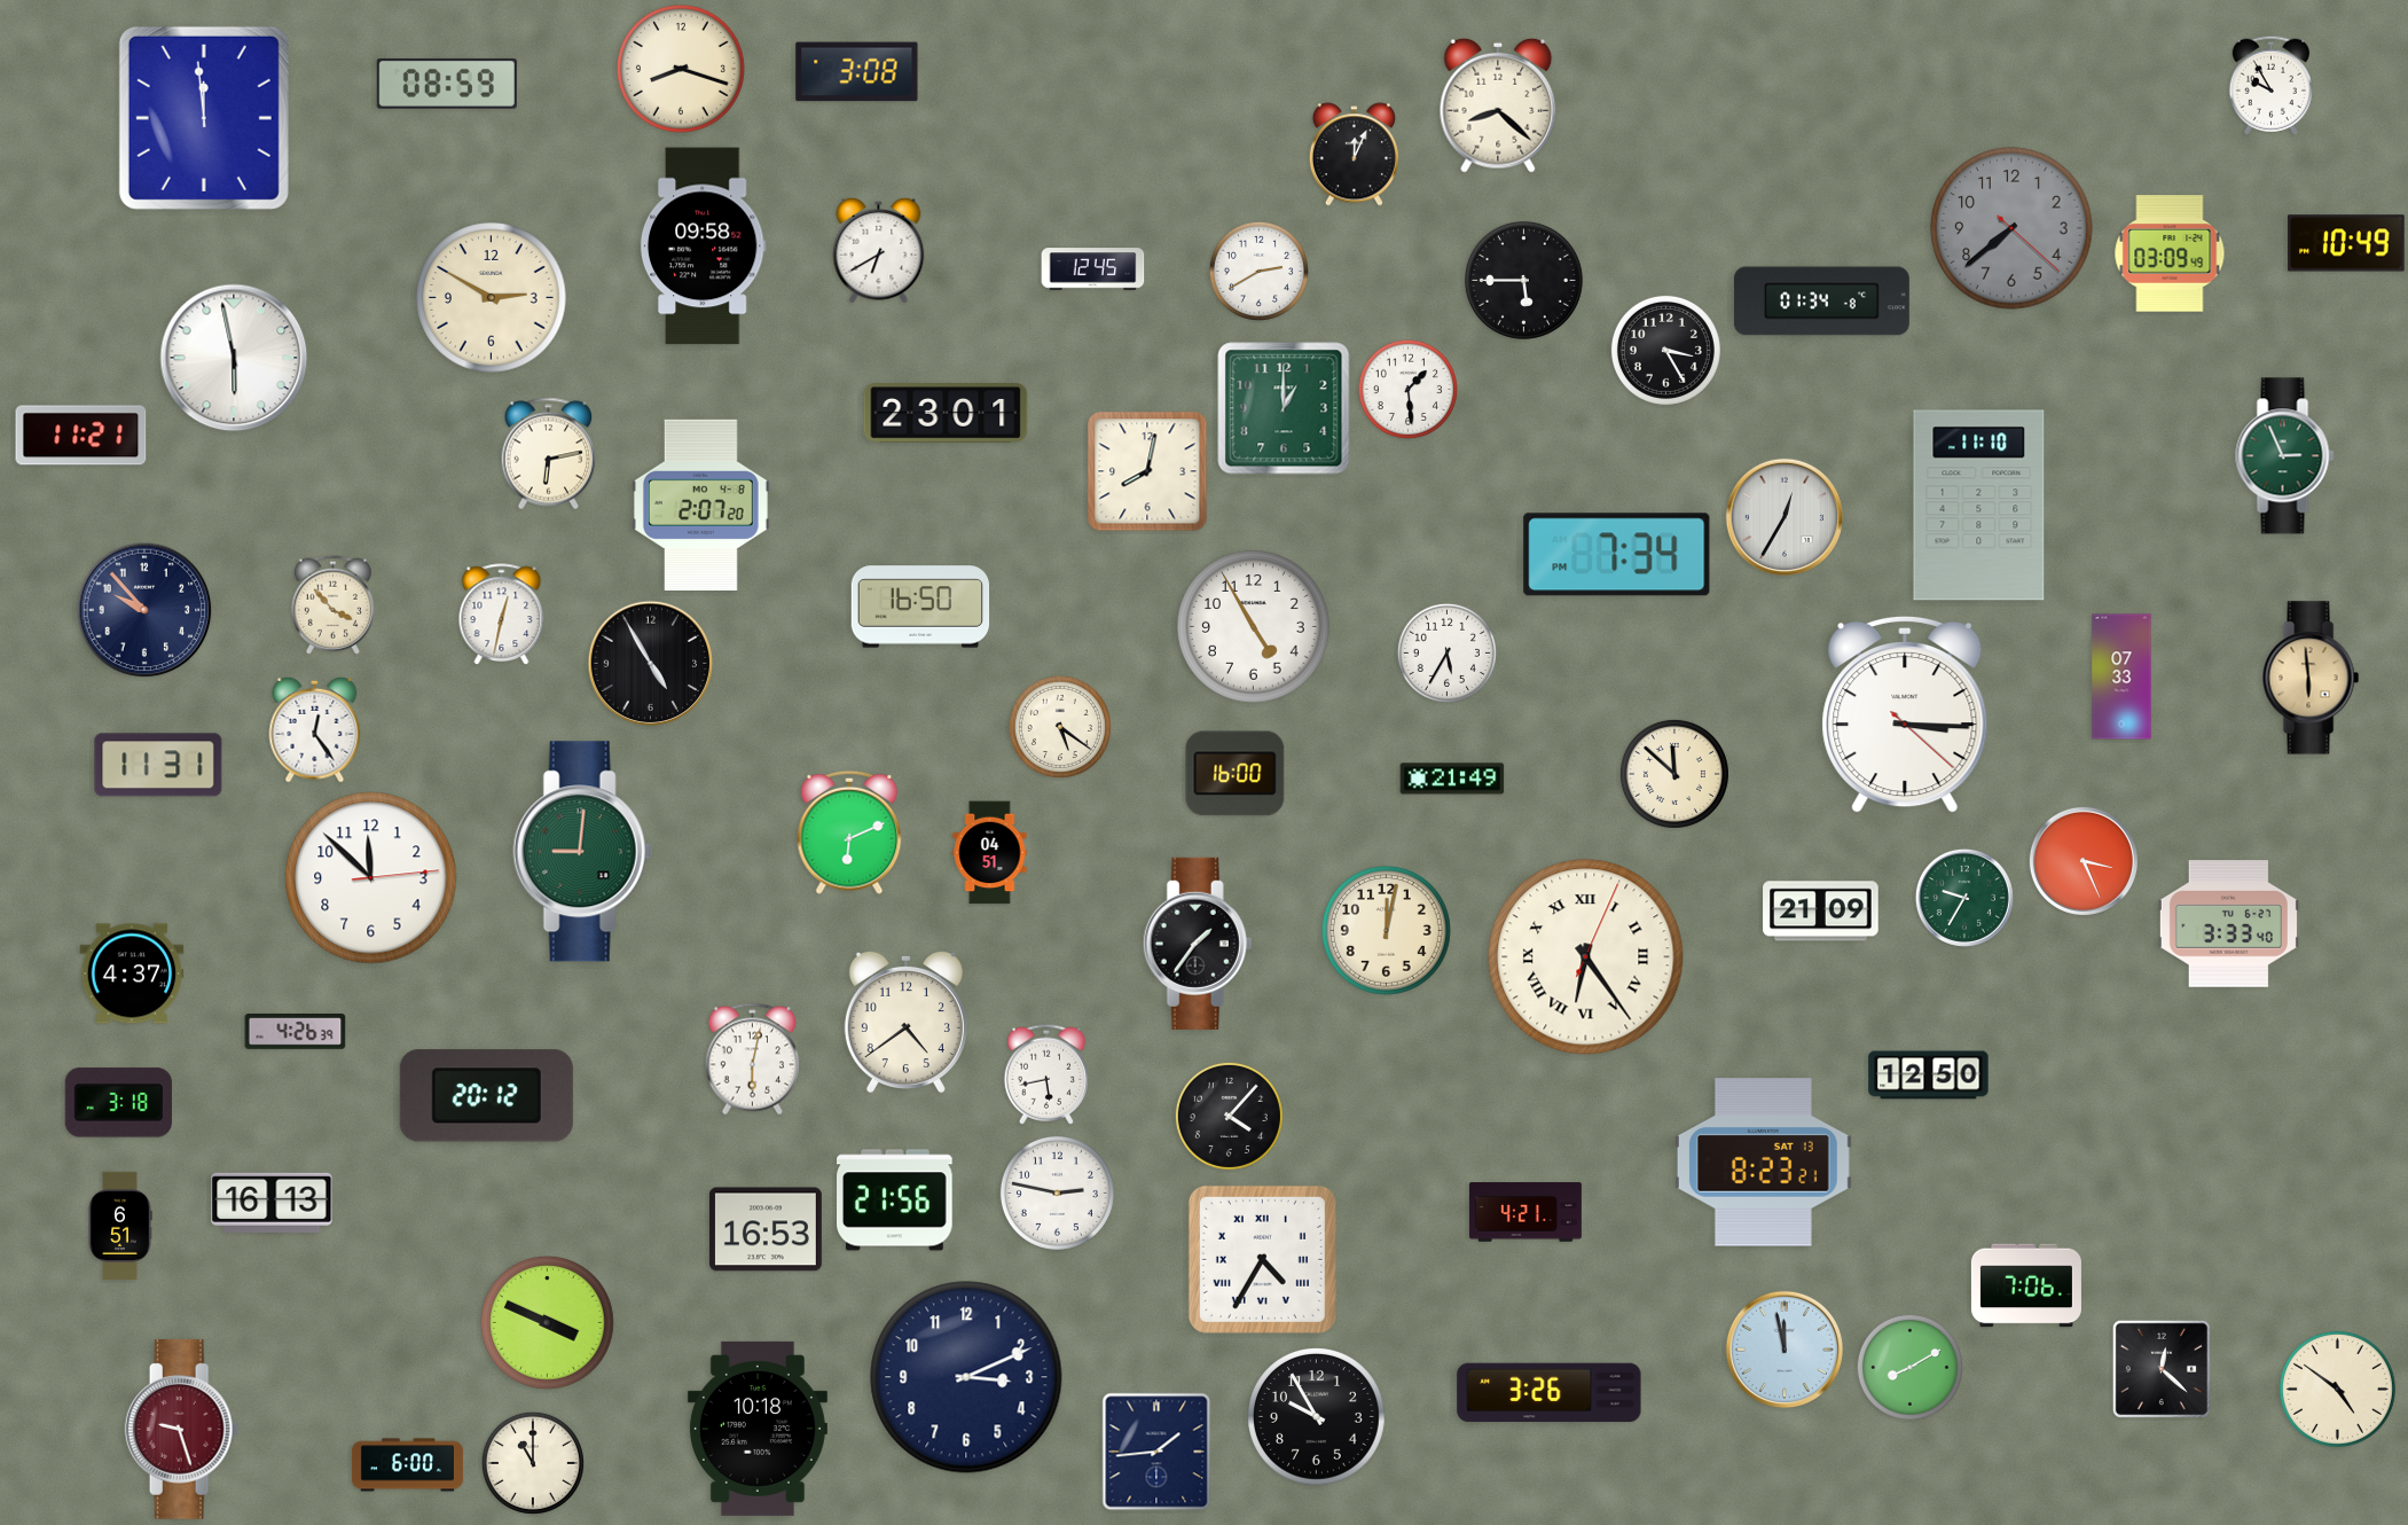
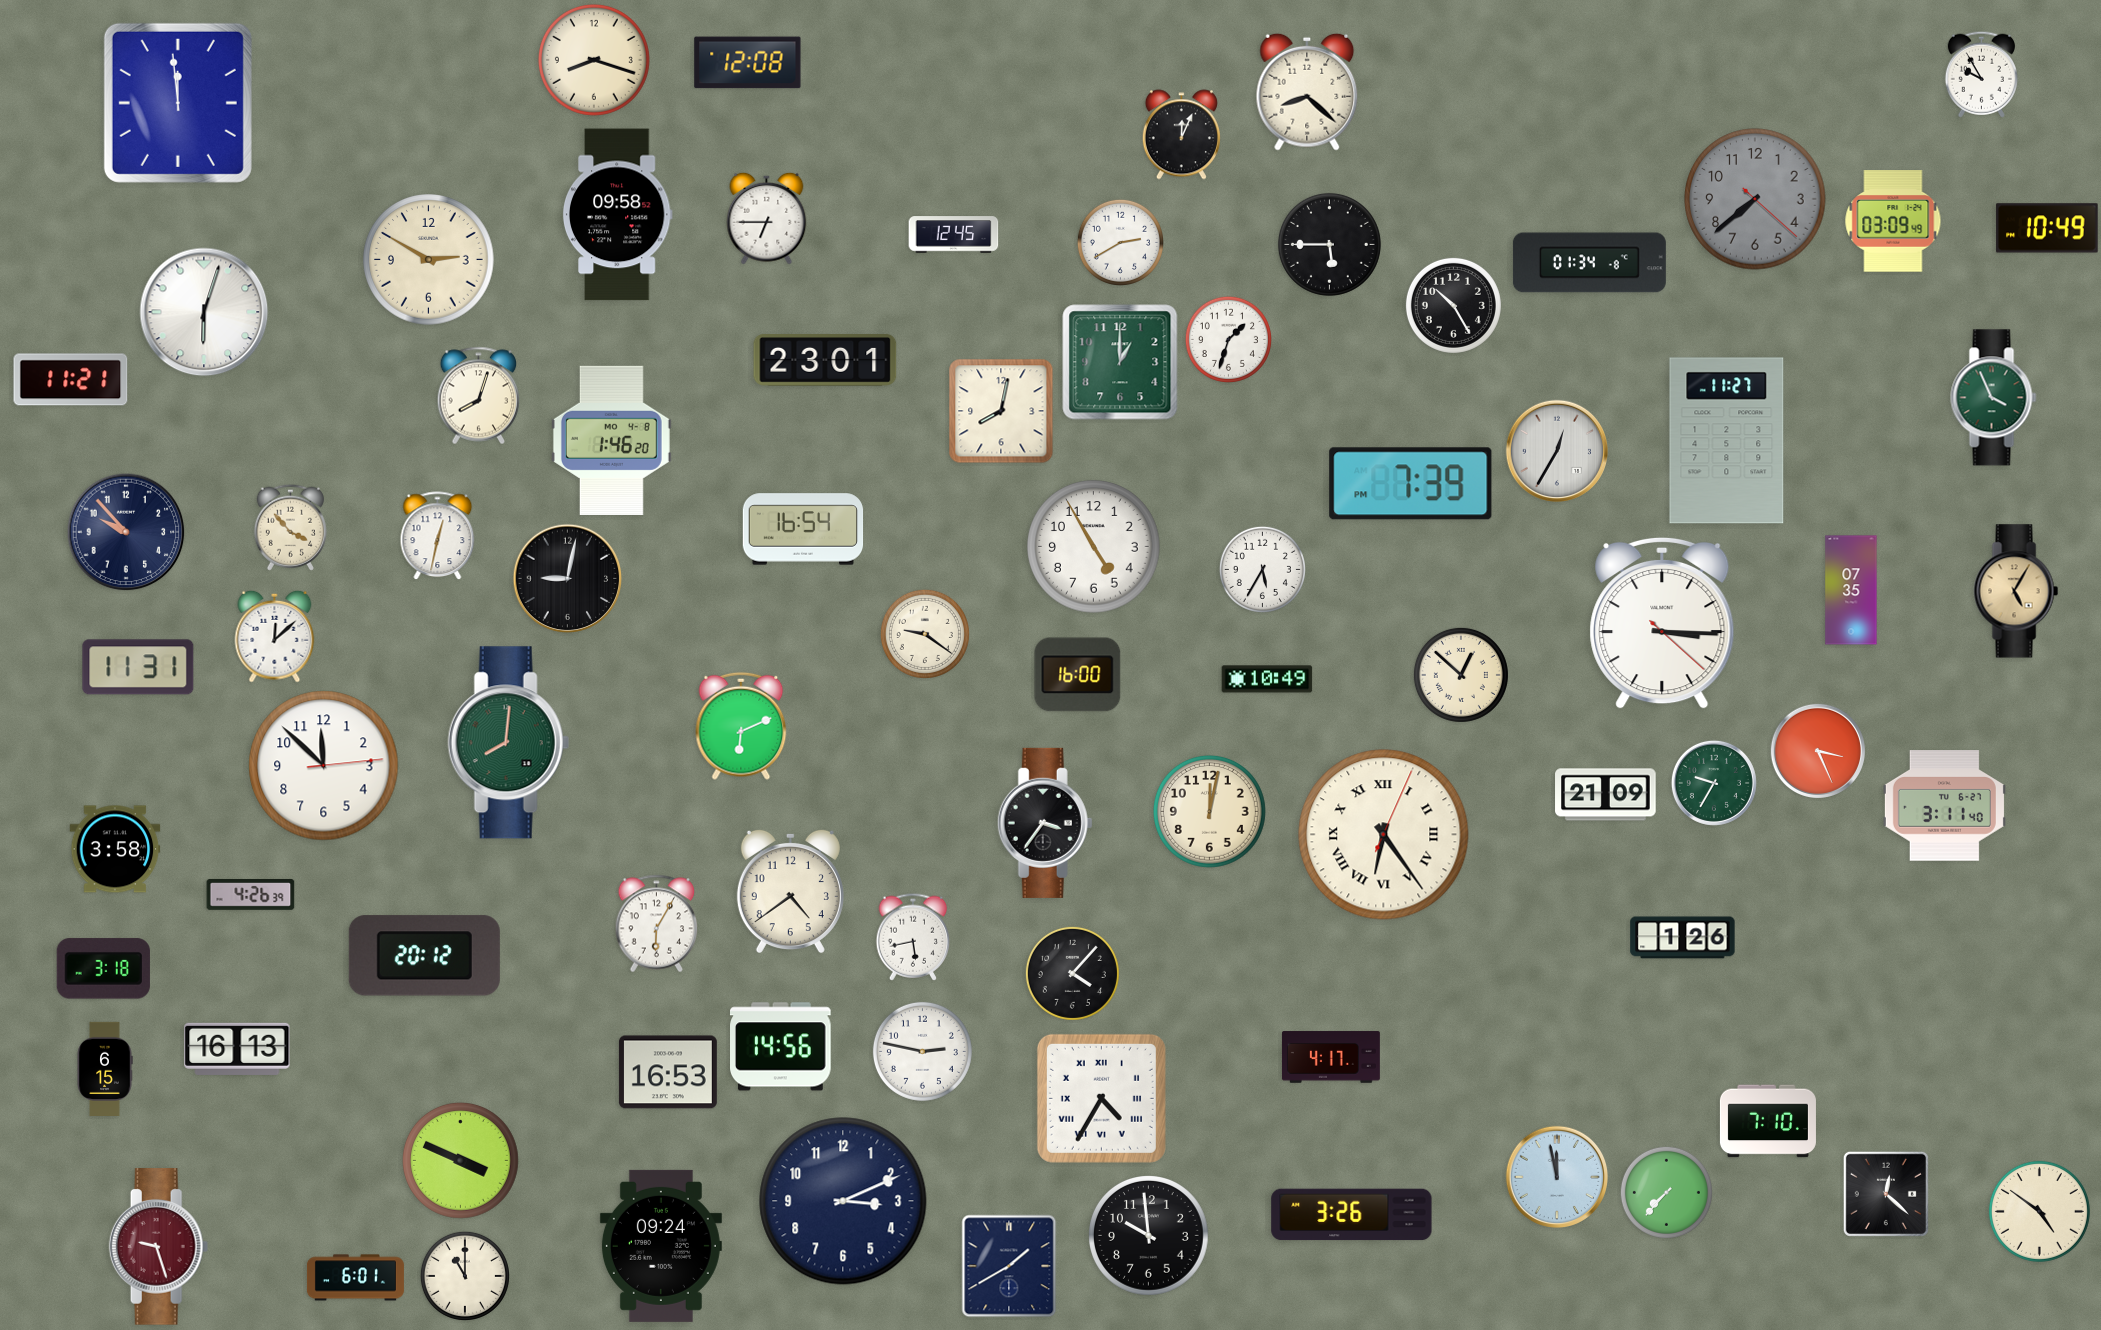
clock at (857, 72): 3:08 -> 12:08
clock at (447, 84): 08:59 -> none
clock at (2346, 243) position: (2346, 243) -> (2047, 228)
clock at (703, 247) position: (703, 247) -> (617, 215)
clock at (879, 250): 6:40 -> 6:45
clock at (1258, 271) position: (1258, 271) -> (1120, 242)
clock at (1665, 350): 3:25 -> 10:25
clock at (234, 358): 5:58 -> 6:03
clock at (1407, 389): 1:29 -> 1:33
clock at (1284, 408) position: (1284, 408) -> (1120, 362)
clock at (549, 454): 6:13 -> 8:03
clock at (2285, 456): 2:56 -> 3:56
clock at (700, 505): 2:07 -> 1:46
clock at (1979, 506): 11:10 -> 11:27
clock at (1617, 555): 7:34 -> 7:39
clock at (920, 607): 16:50 -> 16:54
clock at (651, 664): 4:55 -> 9:02
clock at (2121, 677): 07:33 -> 07:35
clock at (2311, 678): 5:59 -> 5:05
clock at (1060, 727): 5:21 -> 9:21
clock at (315, 729): 12:24 -> 12:08
clock at (1674, 774): 11:52 -> 12:52
clock at (1452, 779): 21:49 -> 10:49
clock at (582, 852): 9:01 -> 8:01
clock at (990, 853): 04:51 -> none
clock at (1821, 912) position: (1821, 912) -> (1606, 795)
clock at (2228, 924): 3:33 -> 3:11
clock at (1198, 944): 1:36 -> 3:36
clock at (132, 973): 4:37 -> 3:58
clock at (296, 1032) position: (296, 1032) -> (251, 895)
clock at (753, 1059): 6:02 -> 6:05
clock at (1929, 1076): 12:50 -> 1:26
clock at (118, 1103) position: (118, 1103) -> (103, 969)
clock at (1763, 1163): 8:23 -> none
clock at (1057, 1192) position: (1057, 1192) -> (922, 1051)
clock at (895, 1201): 21:56 -> 14:56
clock at (1525, 1212): 4:21 -> 4:17
clock at (120, 1225): 6:51 -> 6:15
clock at (2026, 1285): 7:06 -> 7:10
clock at (547, 1322) position: (547, 1322) -> (460, 1160)
clock at (1909, 1367): 8:10 -> 7:37
clock at (1317, 1417): 9:55 -> 9:59
clock at (758, 1429): 10:18 -> 09:24
clock at (1156, 1452): 1:44 -> 1:40
clock at (407, 1465): 6:00 -> 6:01
